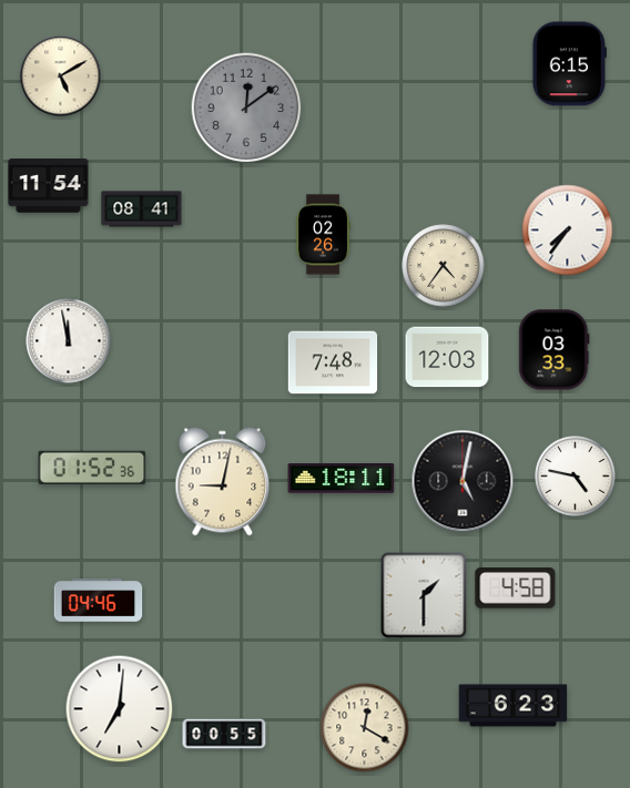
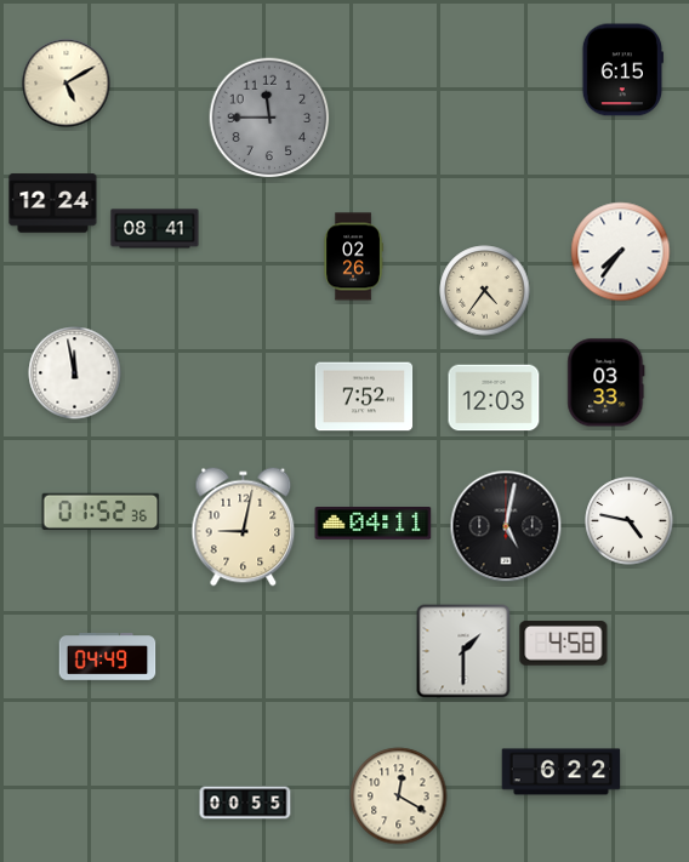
clock at (246, 108): 12:09 -> 11:45
clock at (49, 186): 11:54 -> 12:24
clock at (447, 357) position: (447, 357) -> (494, 398)
clock at (333, 362): 7:48 -> 7:52
clock at (342, 479): 18:11 -> 04:11
clock at (99, 601): 04:46 -> 04:49
clock at (514, 706): 6:23 -> 6:22
clock at (120, 709): 7:01 -> none
